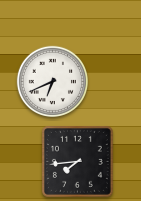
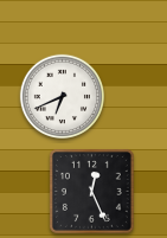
clock at (77, 161): 7:44 -> 12:26
